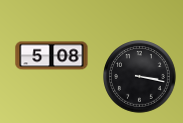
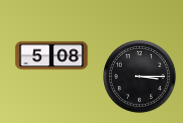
clock at (140, 77): 3:17 -> 3:15
